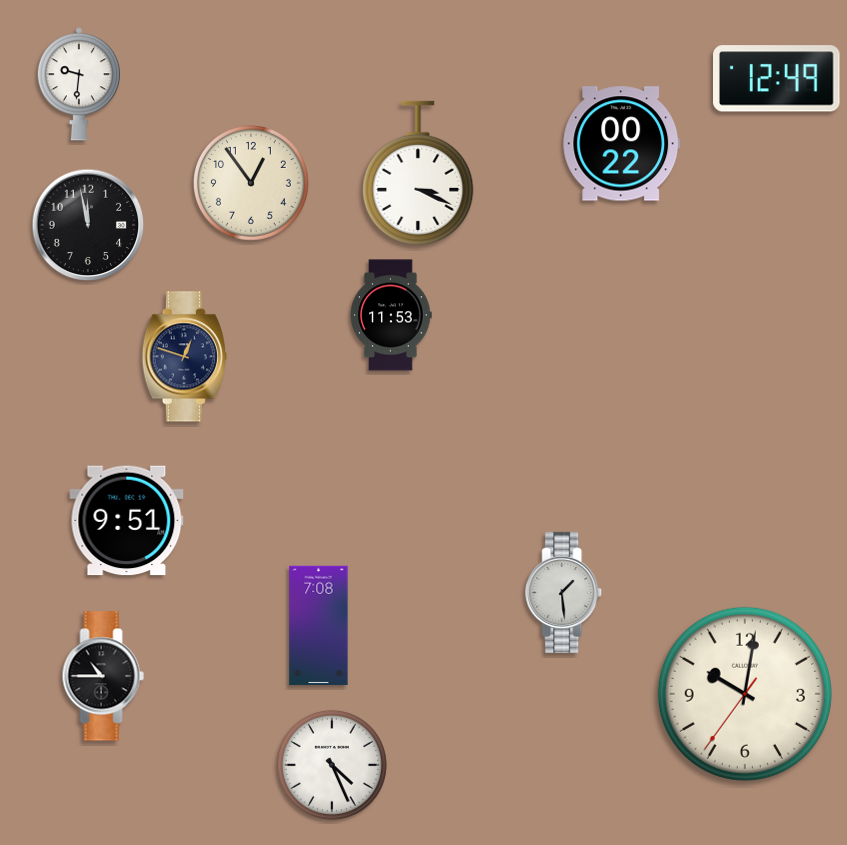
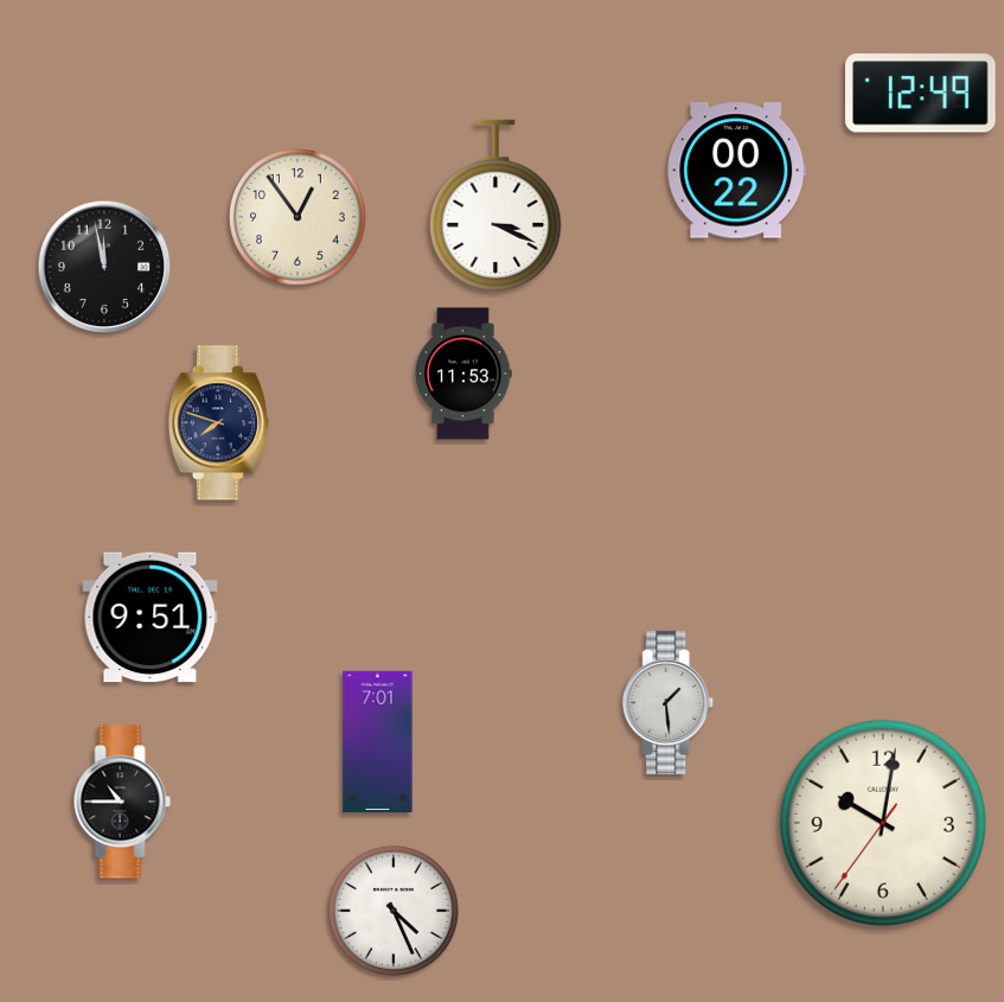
clock at (79, 84): 9:31 -> none
clock at (184, 357): 12:48 -> 7:48
clock at (319, 626): 7:08 -> 7:01
clock at (332, 765) position: (332, 765) -> (394, 911)
